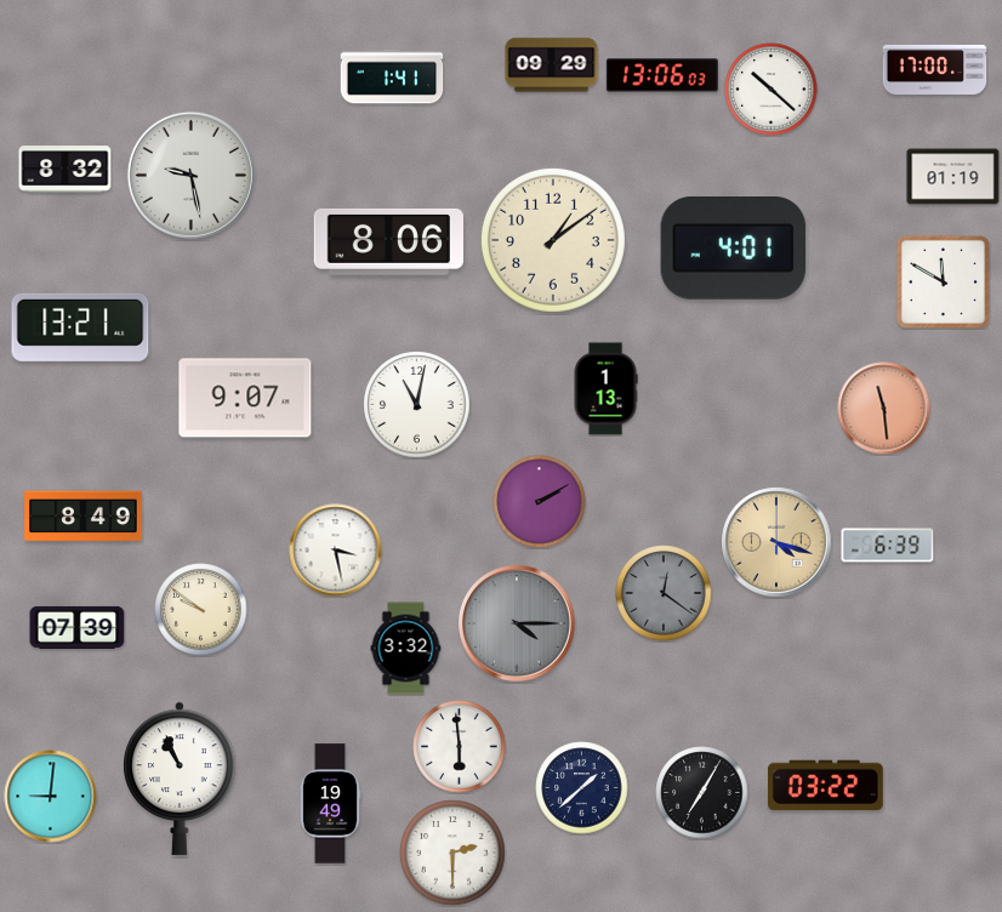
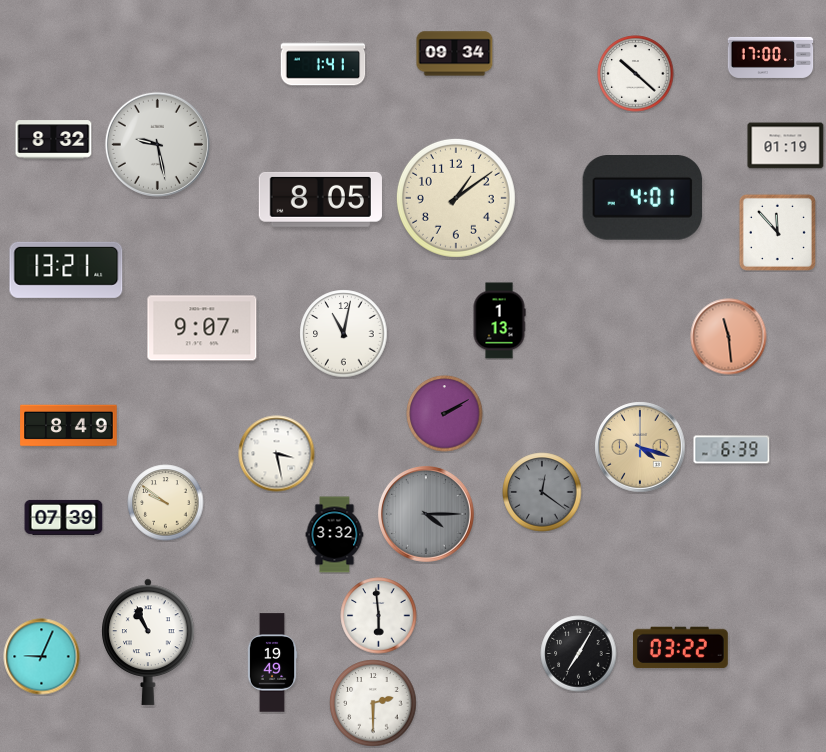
clock at (552, 65): 09:29 -> 09:34
clock at (662, 75): 13:06 -> none
clock at (388, 241): 8:06 -> 8:05
clock at (734, 249) position: (734, 249) -> (643, 198)
clock at (943, 281): 11:50 -> 11:53
clock at (664, 593) position: (664, 593) -> (542, 492)
clock at (582, 788): 1:38 -> none
clock at (51, 797): 9:01 -> 9:04
